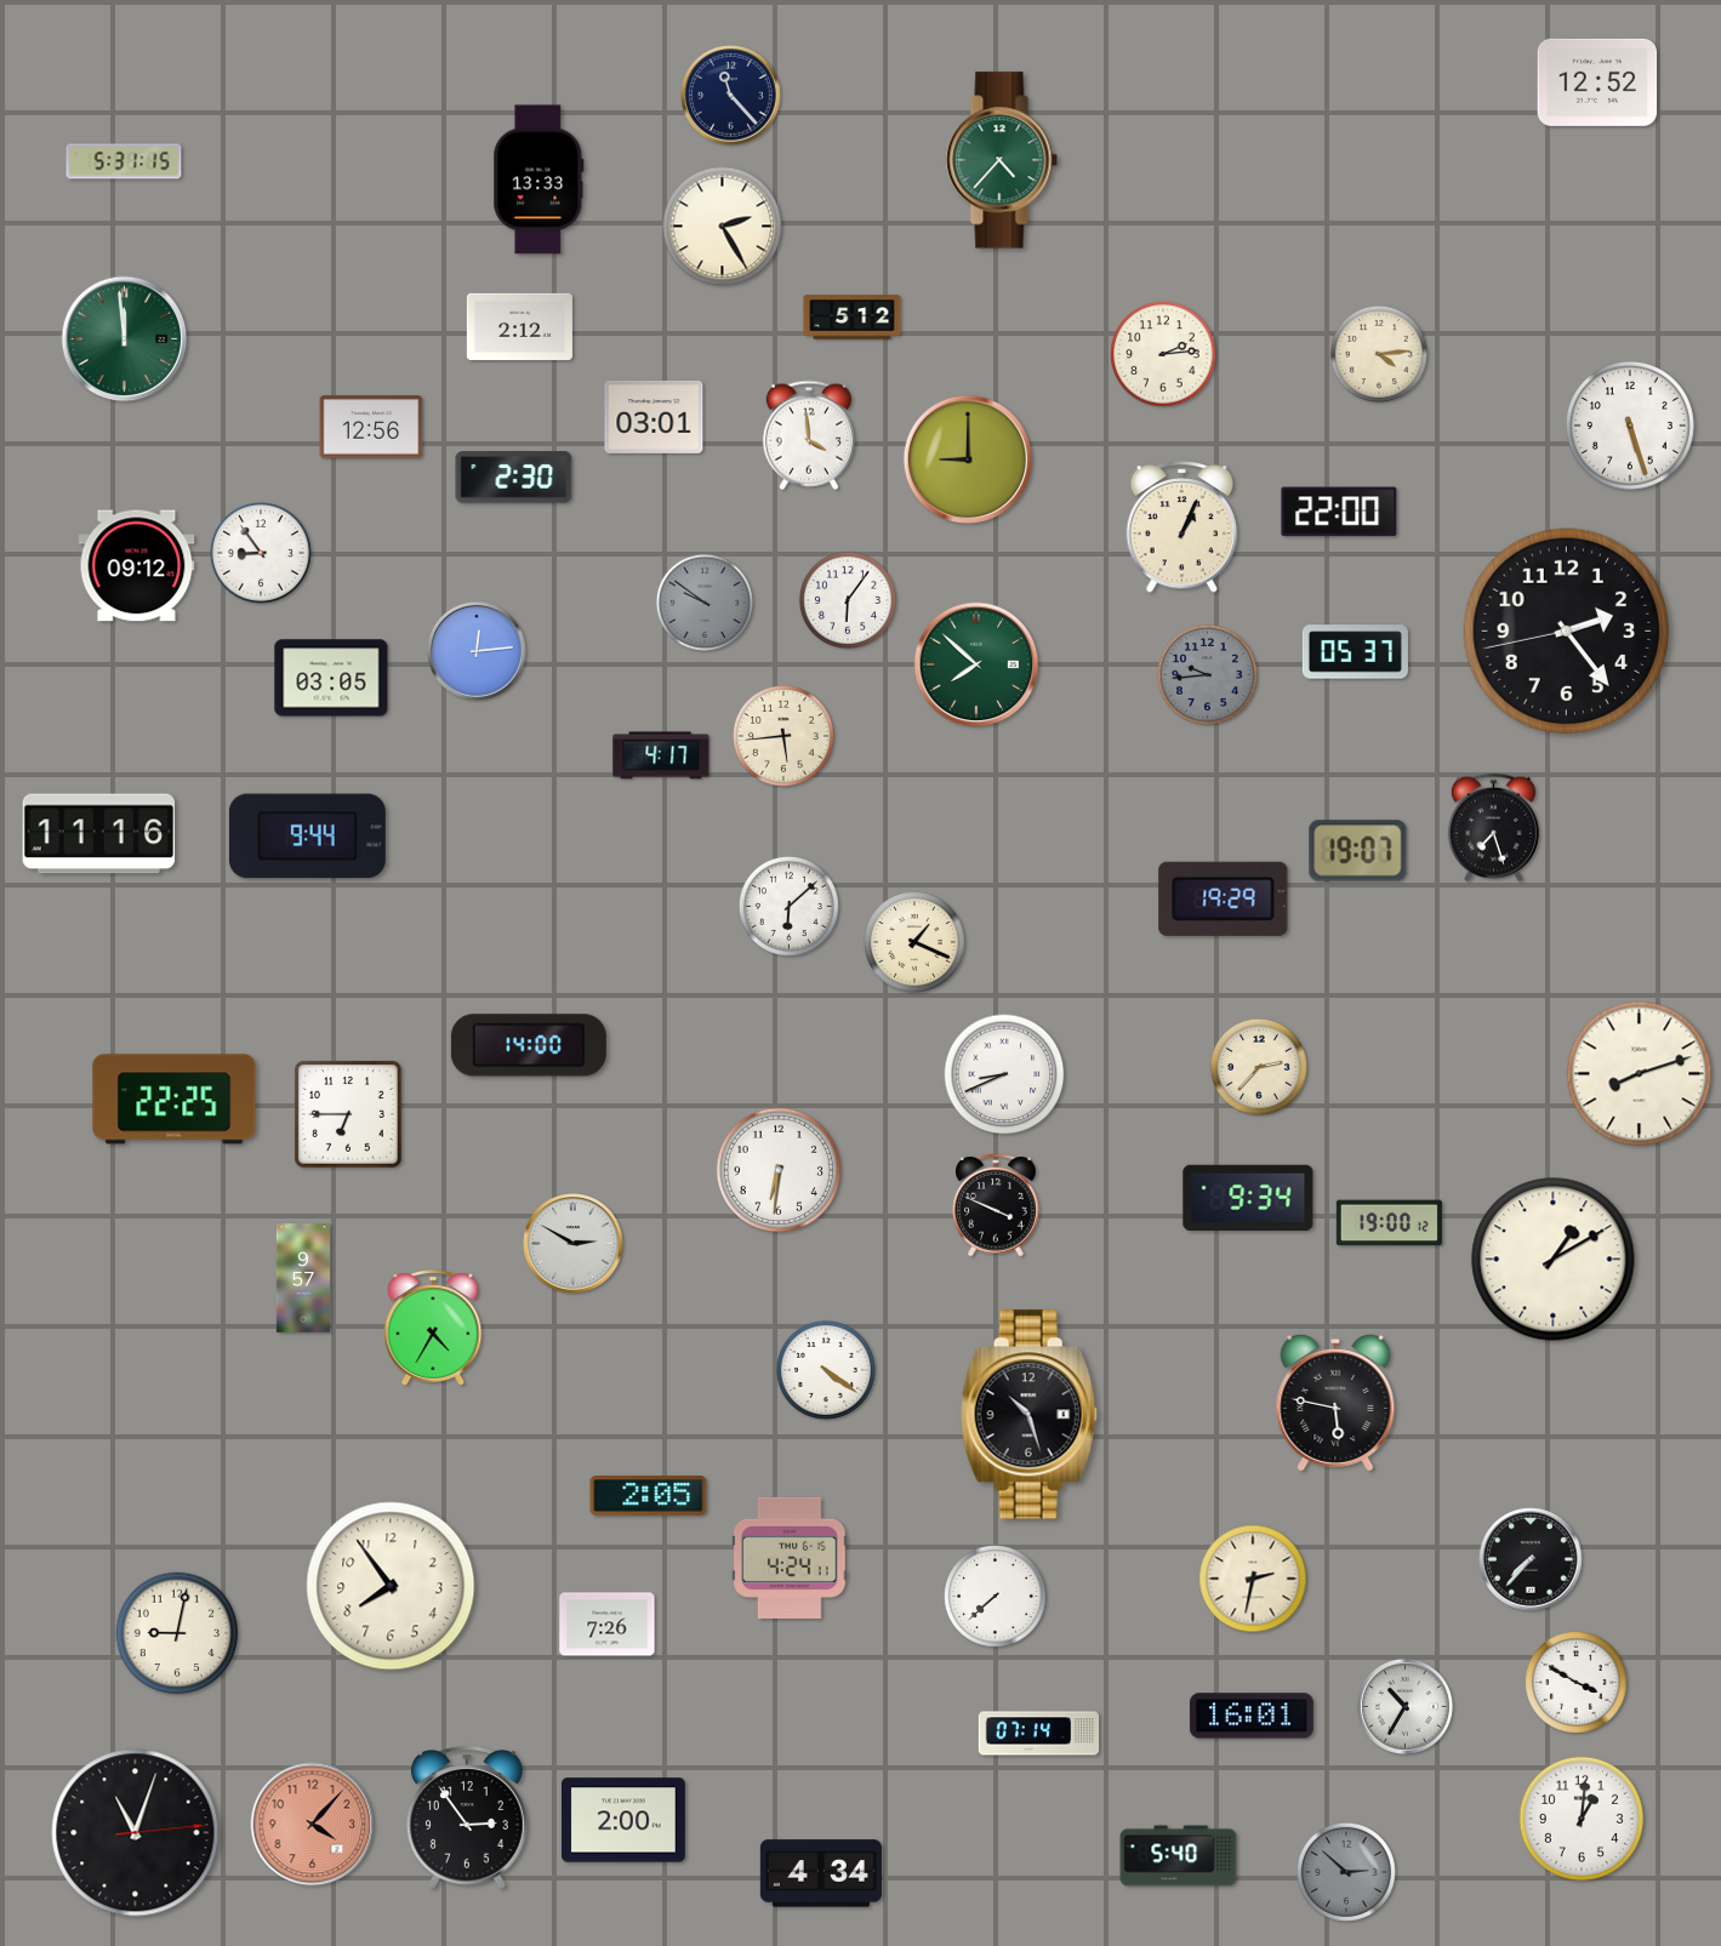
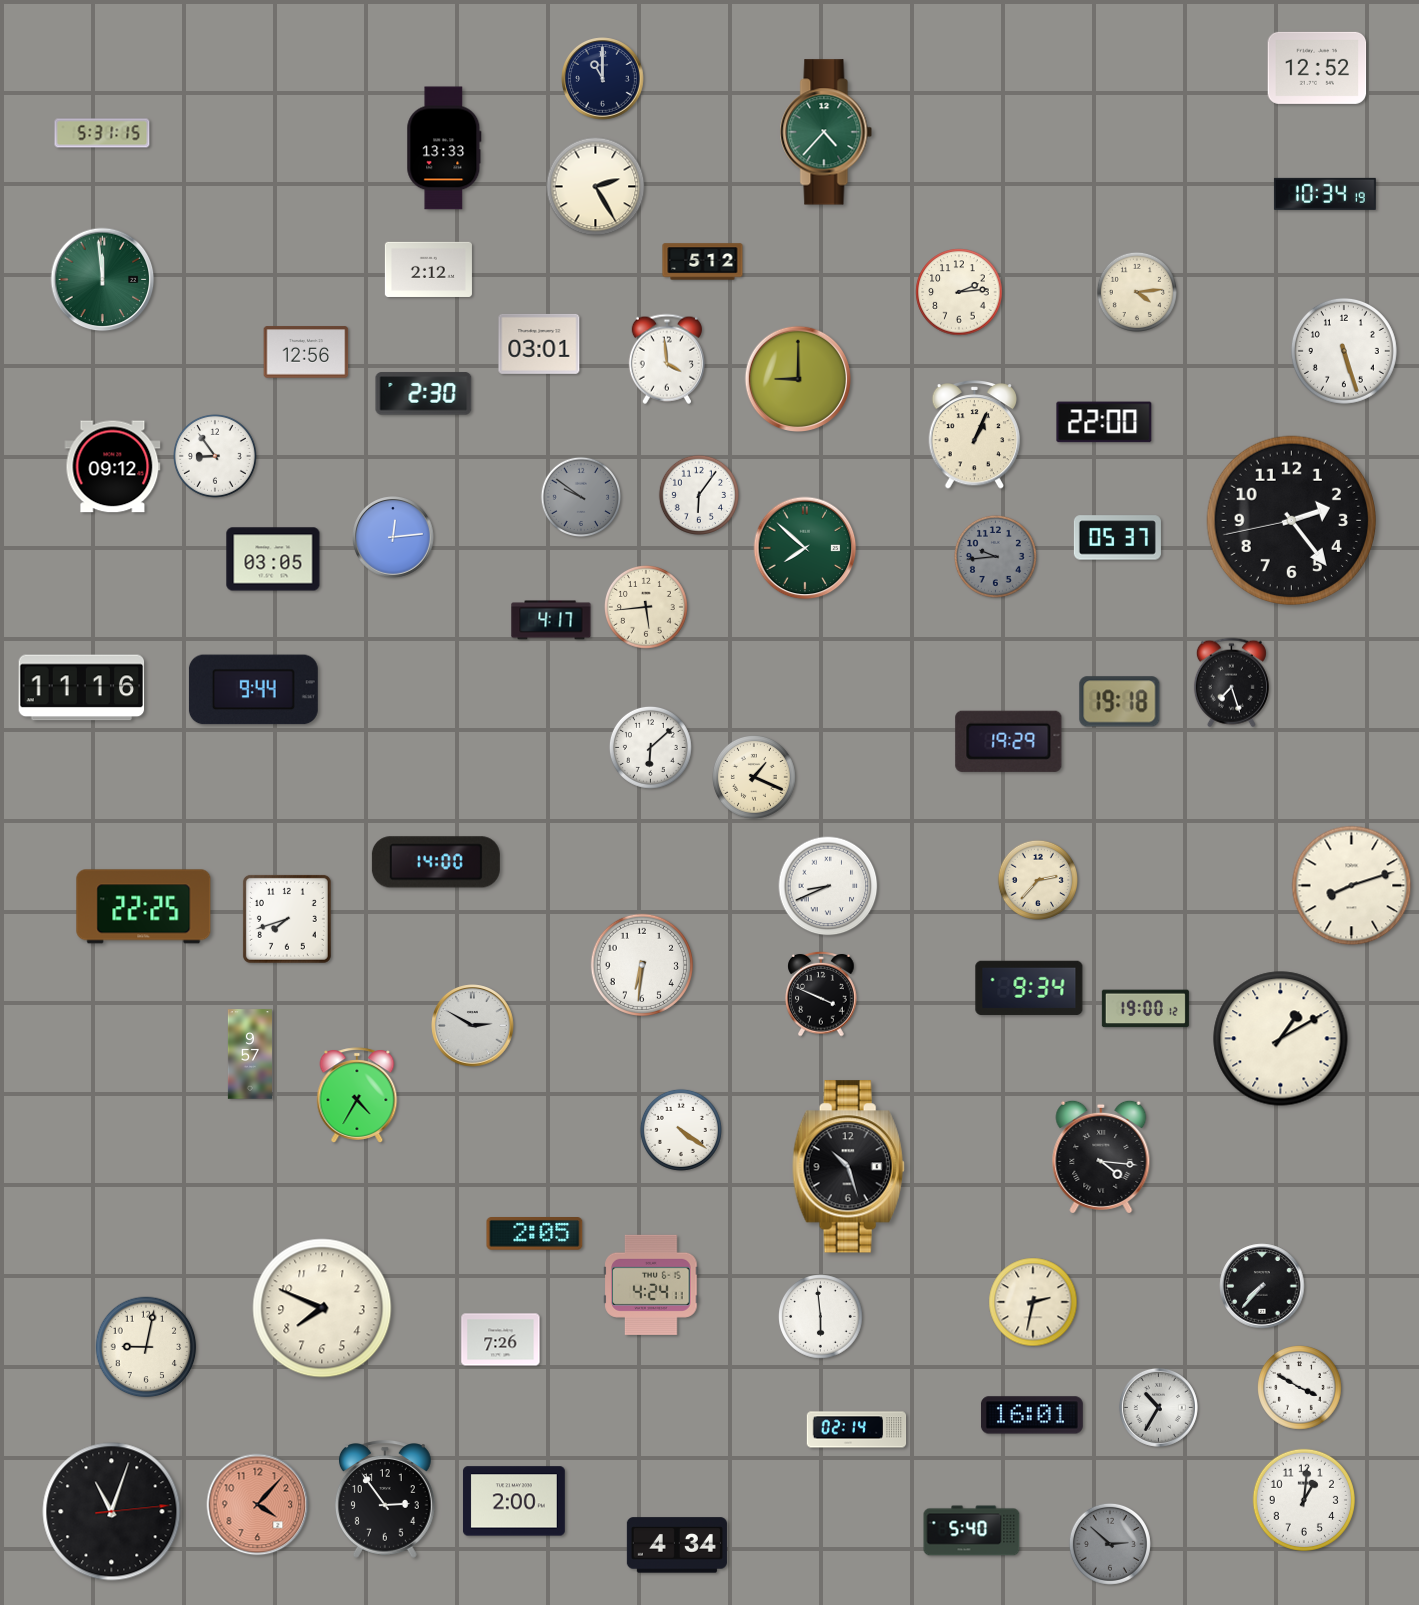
clock at (731, 96): 11:23 -> 11:00
clock at (1325, 194): none -> 10:34
clock at (661, 755) position: (661, 755) -> (551, 620)
clock at (1358, 851): 19:07 -> 19:18
clock at (348, 1114): 6:45 -> 7:42
clock at (1335, 1403): 5:47 -> 4:16
clock at (391, 1586): 7:54 -> 7:49
clock at (996, 1597): 7:38 -> 5:59
clock at (1039, 1734): 07:14 -> 02:14
